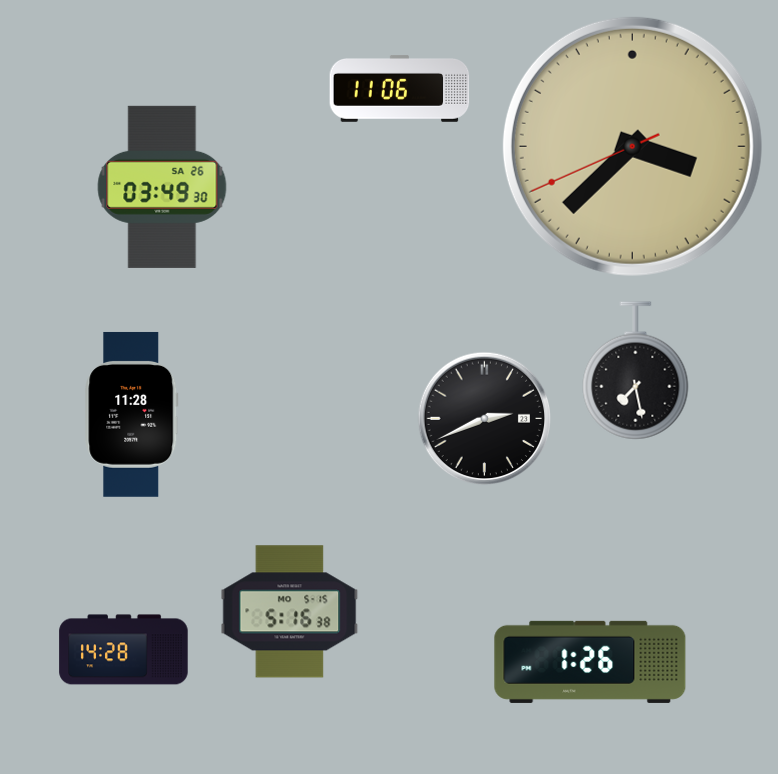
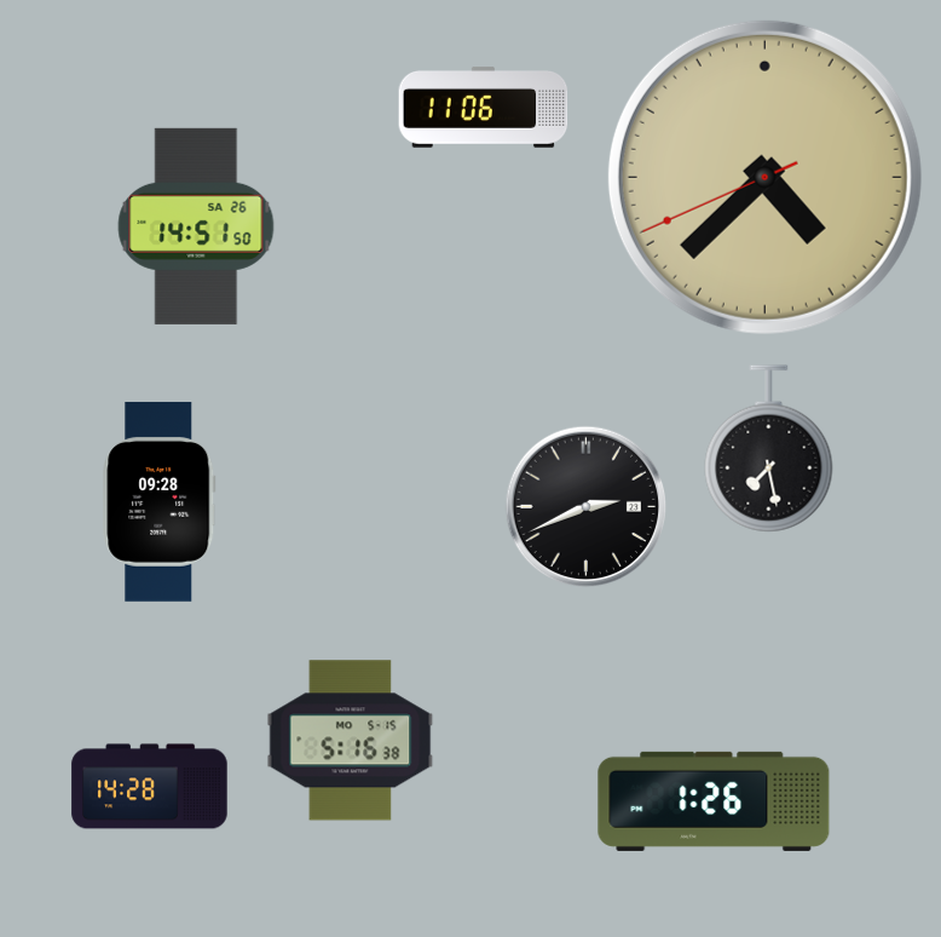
clock at (632, 146): 3:37 -> 4:37
clock at (162, 187): 03:49 -> 14:51
clock at (132, 415): 11:28 -> 09:28
